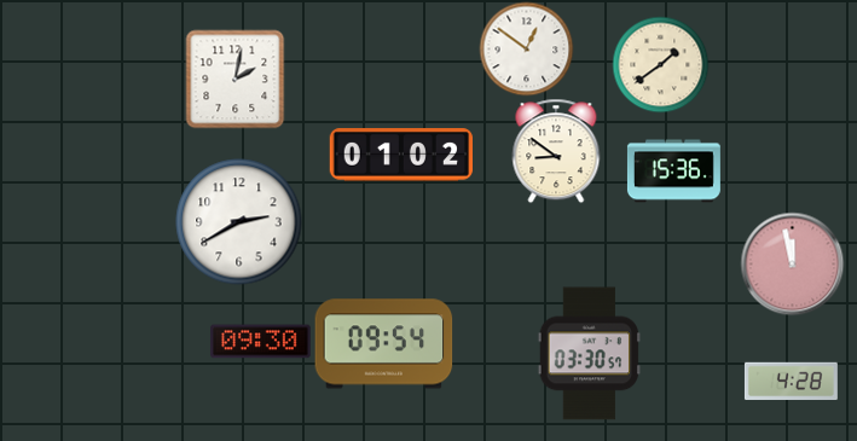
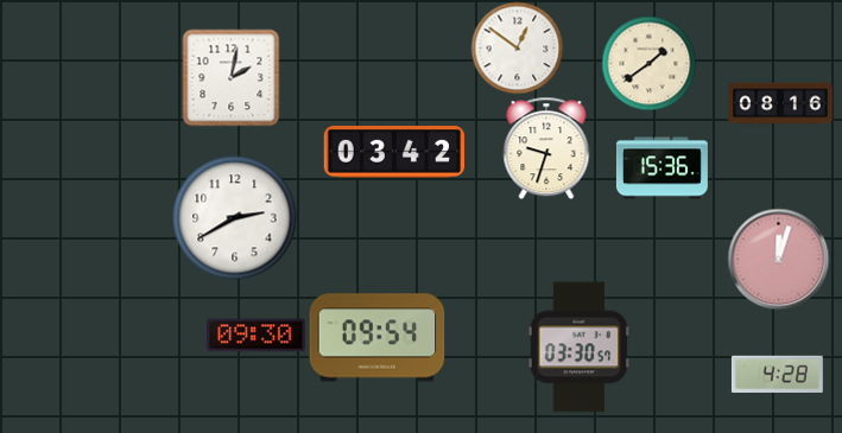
clock at (780, 103): none -> 08:16
clock at (556, 151): 8:51 -> 9:33
clock at (400, 156): 01:02 -> 03:42
clock at (792, 263): 11:58 -> 12:03
